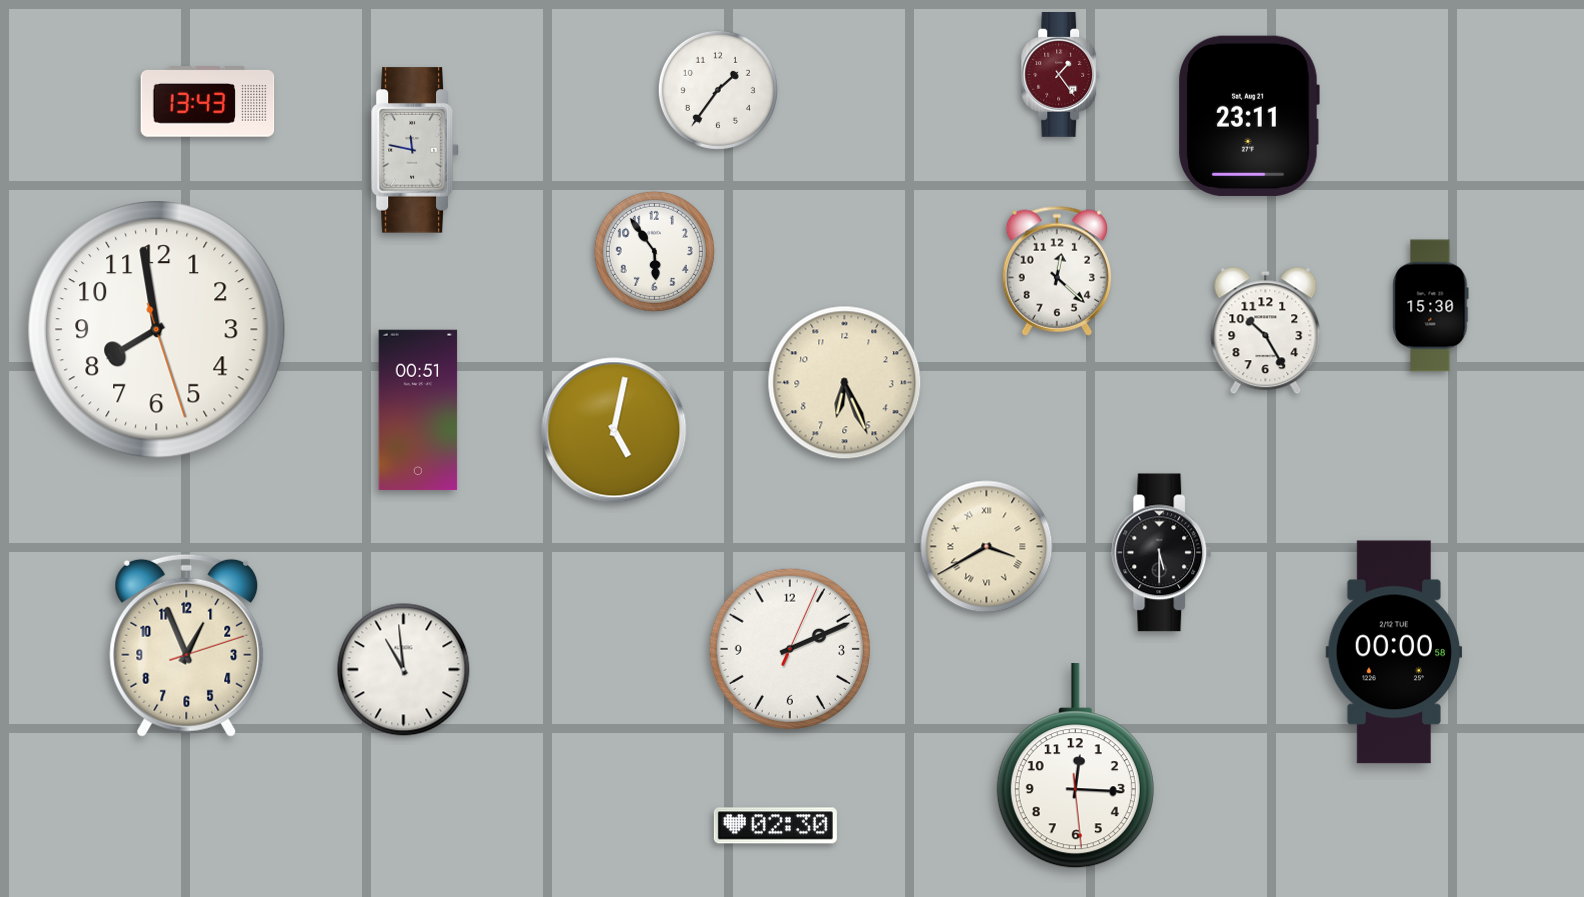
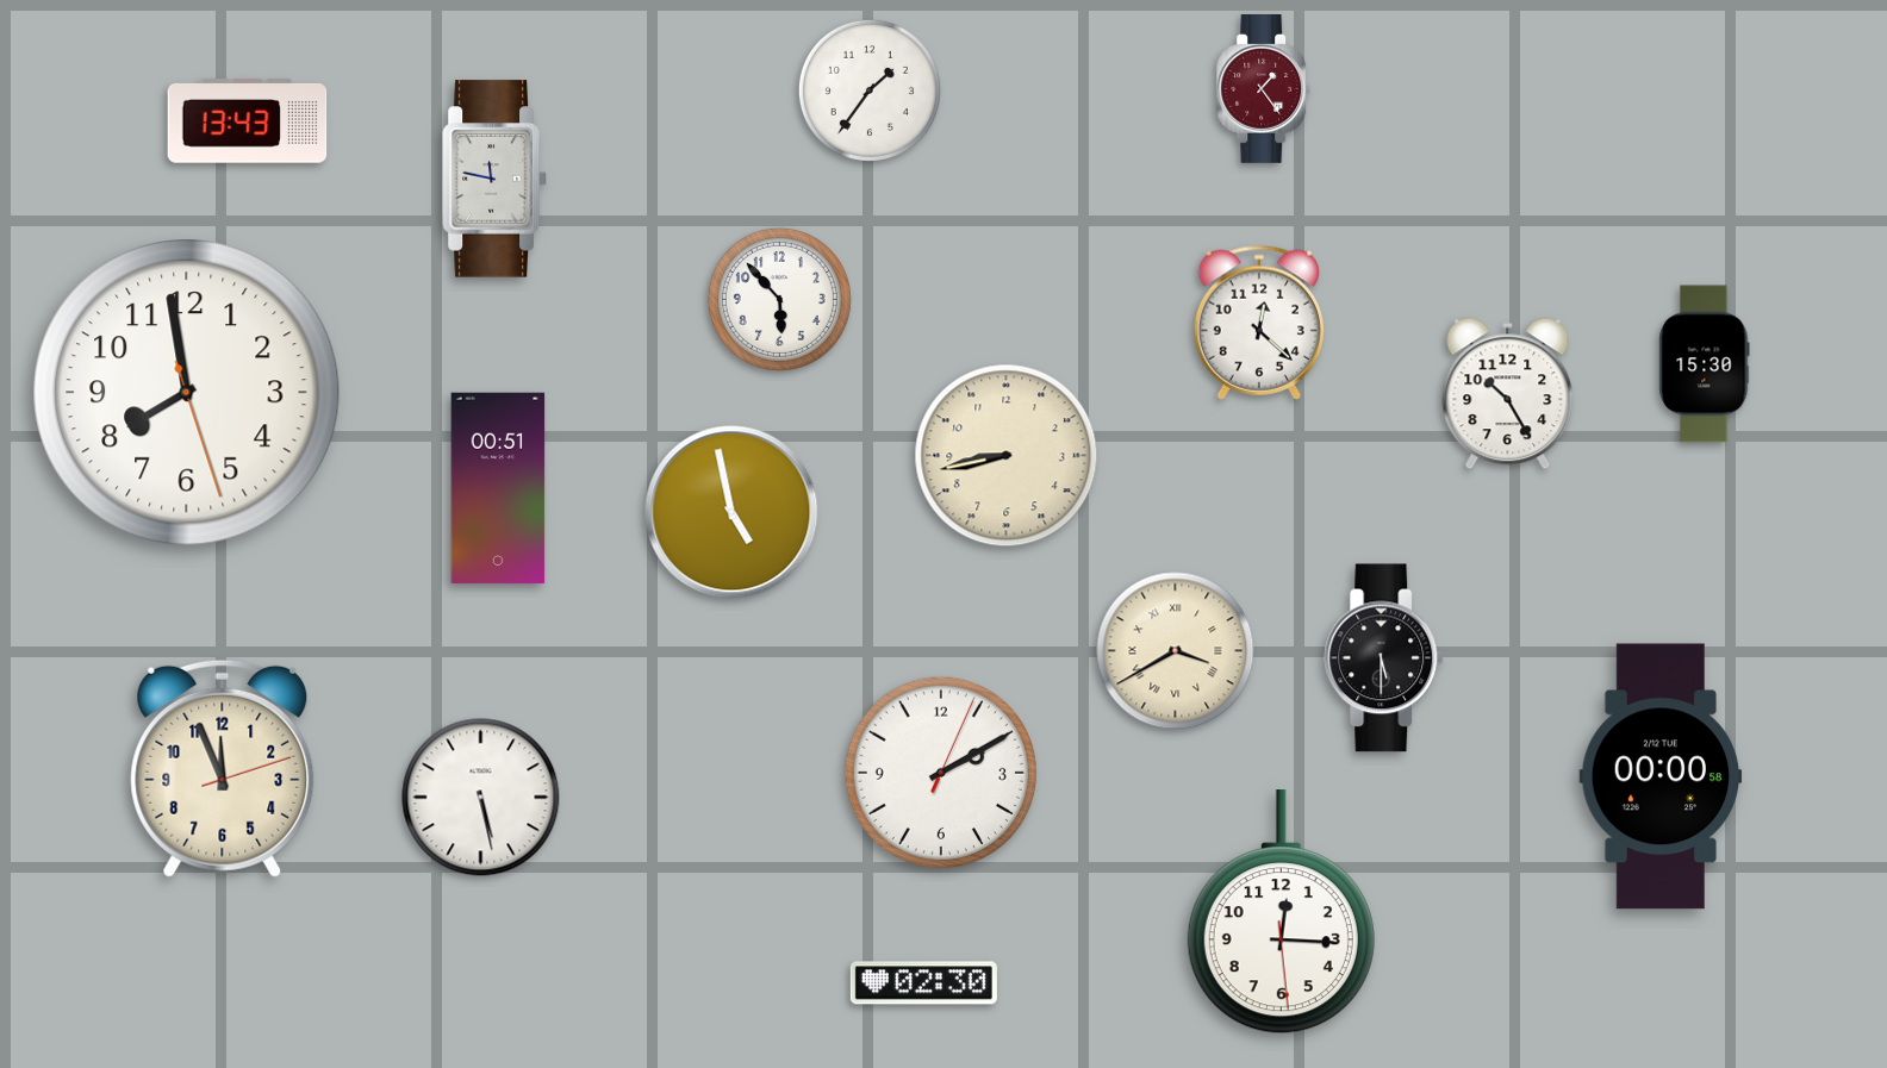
clock at (718, 90) position: (718, 90) -> (870, 90)
clock at (1249, 116): 23:11 -> none
clock at (654, 251): 5:54 -> 5:53
clock at (845, 383): 6:26 -> 8:43
clock at (614, 430): 5:02 -> 4:58
clock at (187, 645): 12:56 -> 11:56
clock at (790, 649): 2:11 -> 2:10
clock at (404, 670): 10:59 -> 5:28
